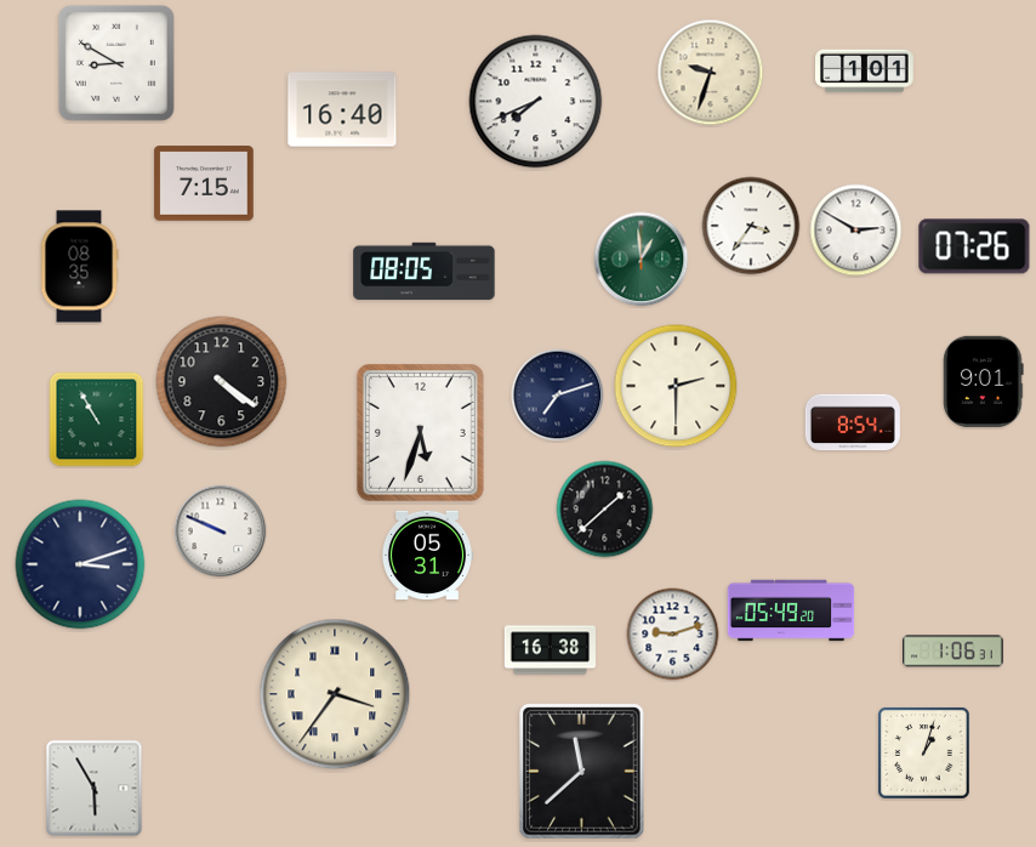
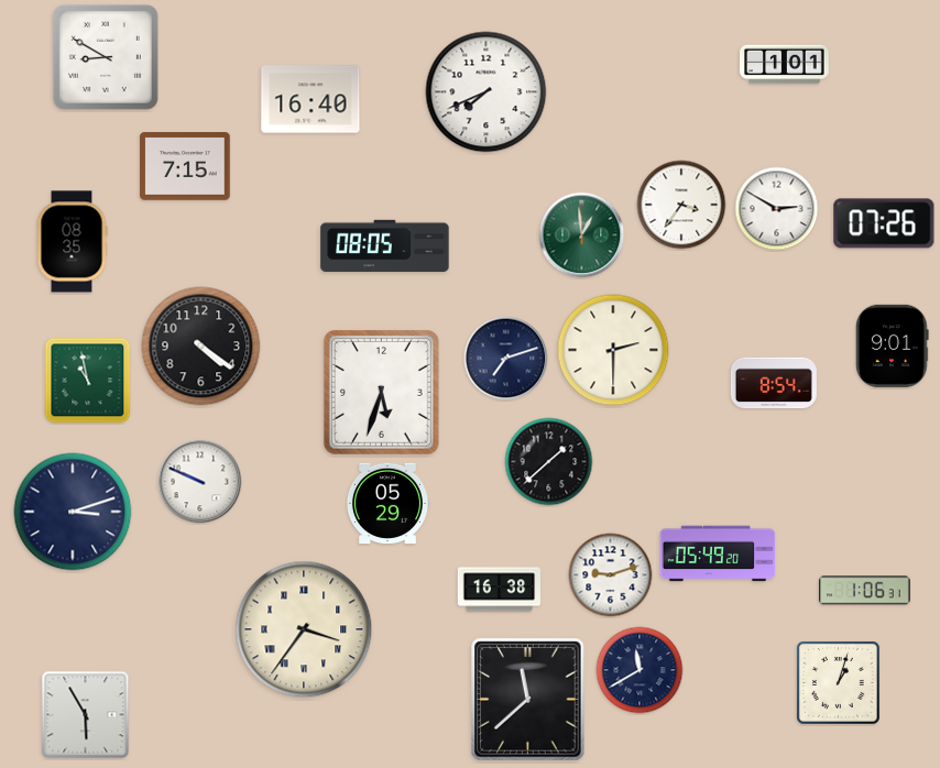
clock at (711, 73): 9:33 -> none
clock at (97, 420): 10:55 -> 10:58
clock at (426, 556): 05:31 -> 05:29
clock at (640, 670): none -> 11:40
